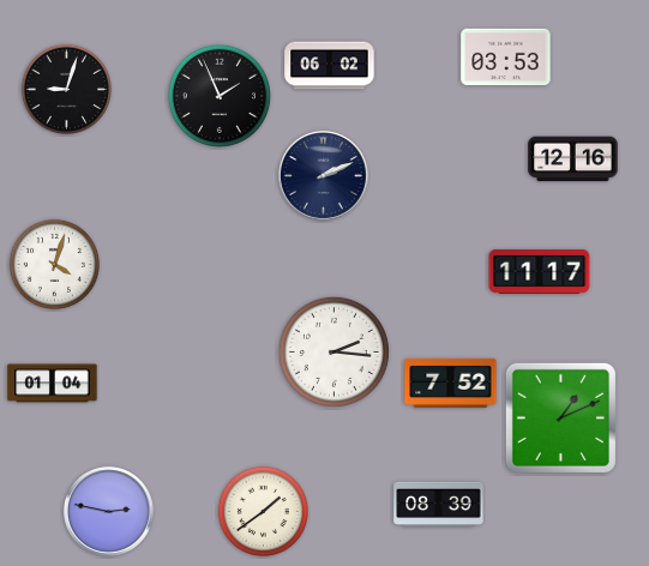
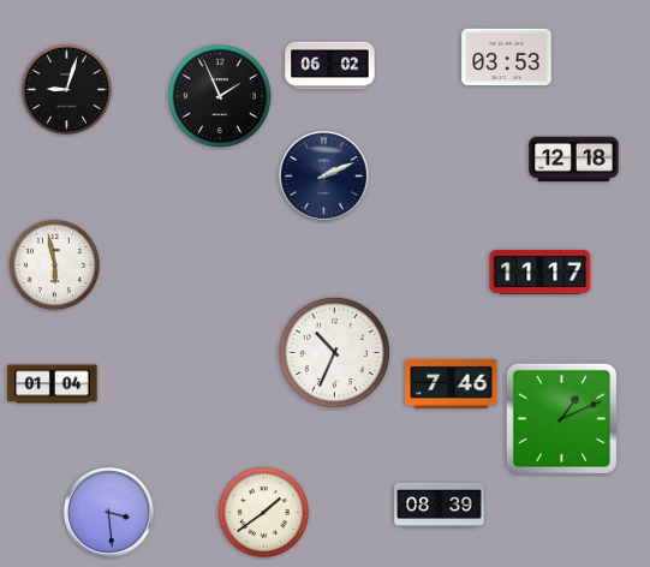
clock at (573, 159): 12:16 -> 12:18
clock at (54, 264): 4:03 -> 5:58
clock at (333, 351): 2:16 -> 10:34
clock at (451, 383): 7:52 -> 7:46
clock at (109, 512): 2:47 -> 3:29
